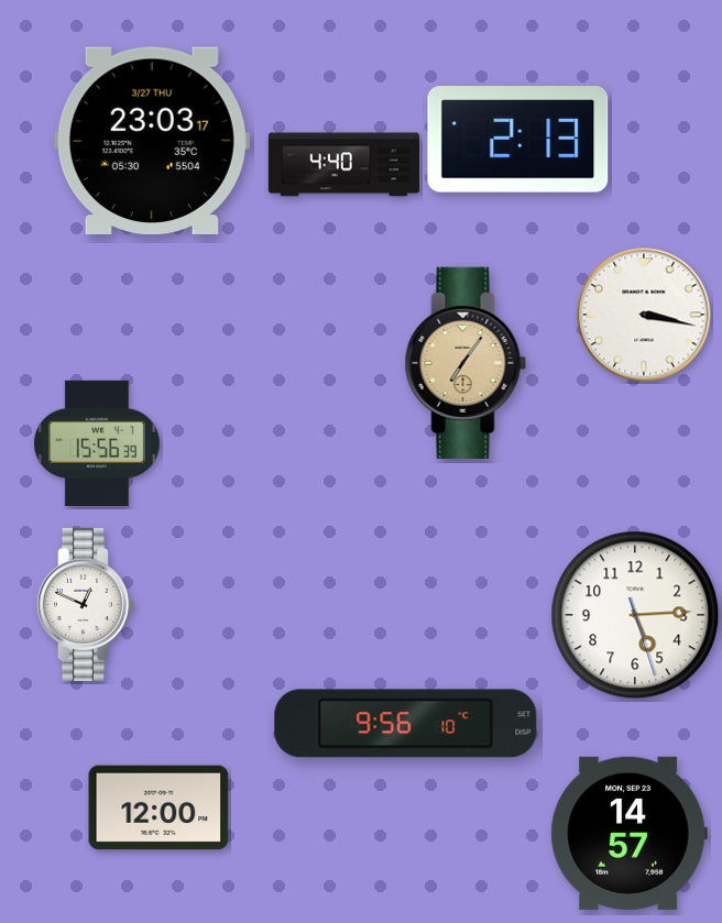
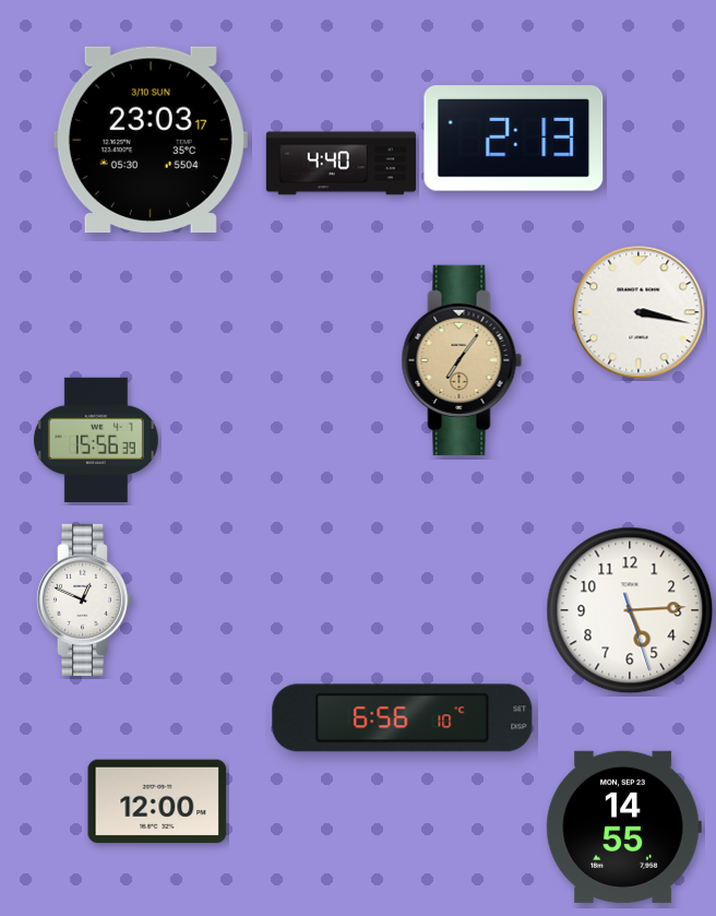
clock at (152, 140) date: 3/27 THU -> 3/10 SUN
clock at (406, 724): 9:56 -> 6:56
clock at (628, 833): 14:57 -> 14:55
